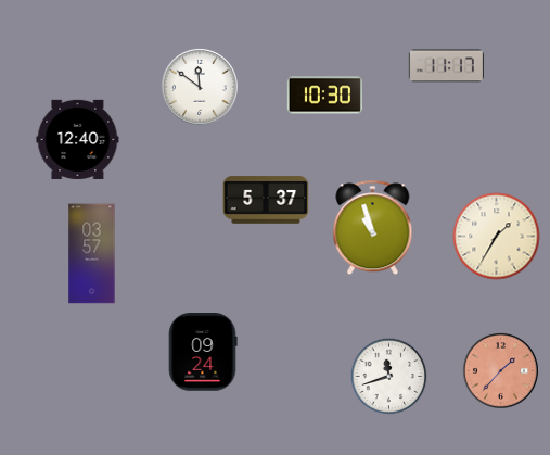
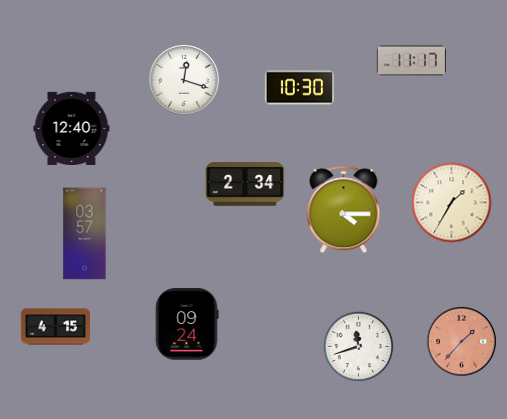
clock at (200, 87): 11:51 -> 12:18
clock at (266, 200): 5:37 -> 2:34
clock at (373, 228): 10:57 -> 4:15
clock at (497, 237) position: (497, 237) -> (452, 203)
clock at (55, 327): none -> 4:15
